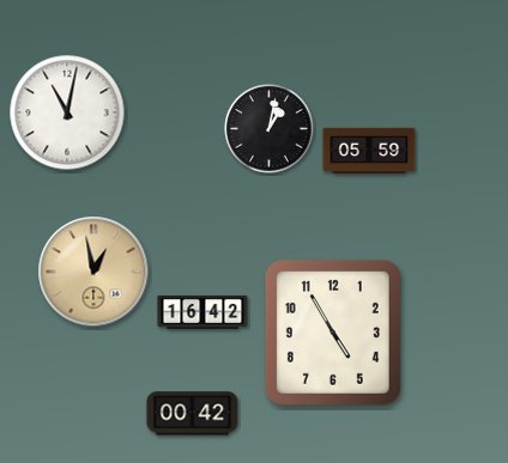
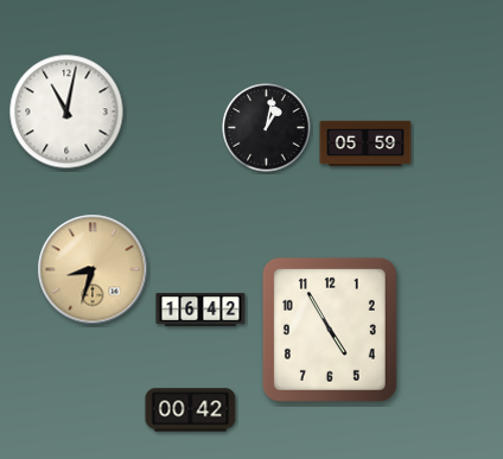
clock at (369, 151) position: (369, 151) -> (365, 144)
clock at (93, 272): 12:58 -> 8:33
